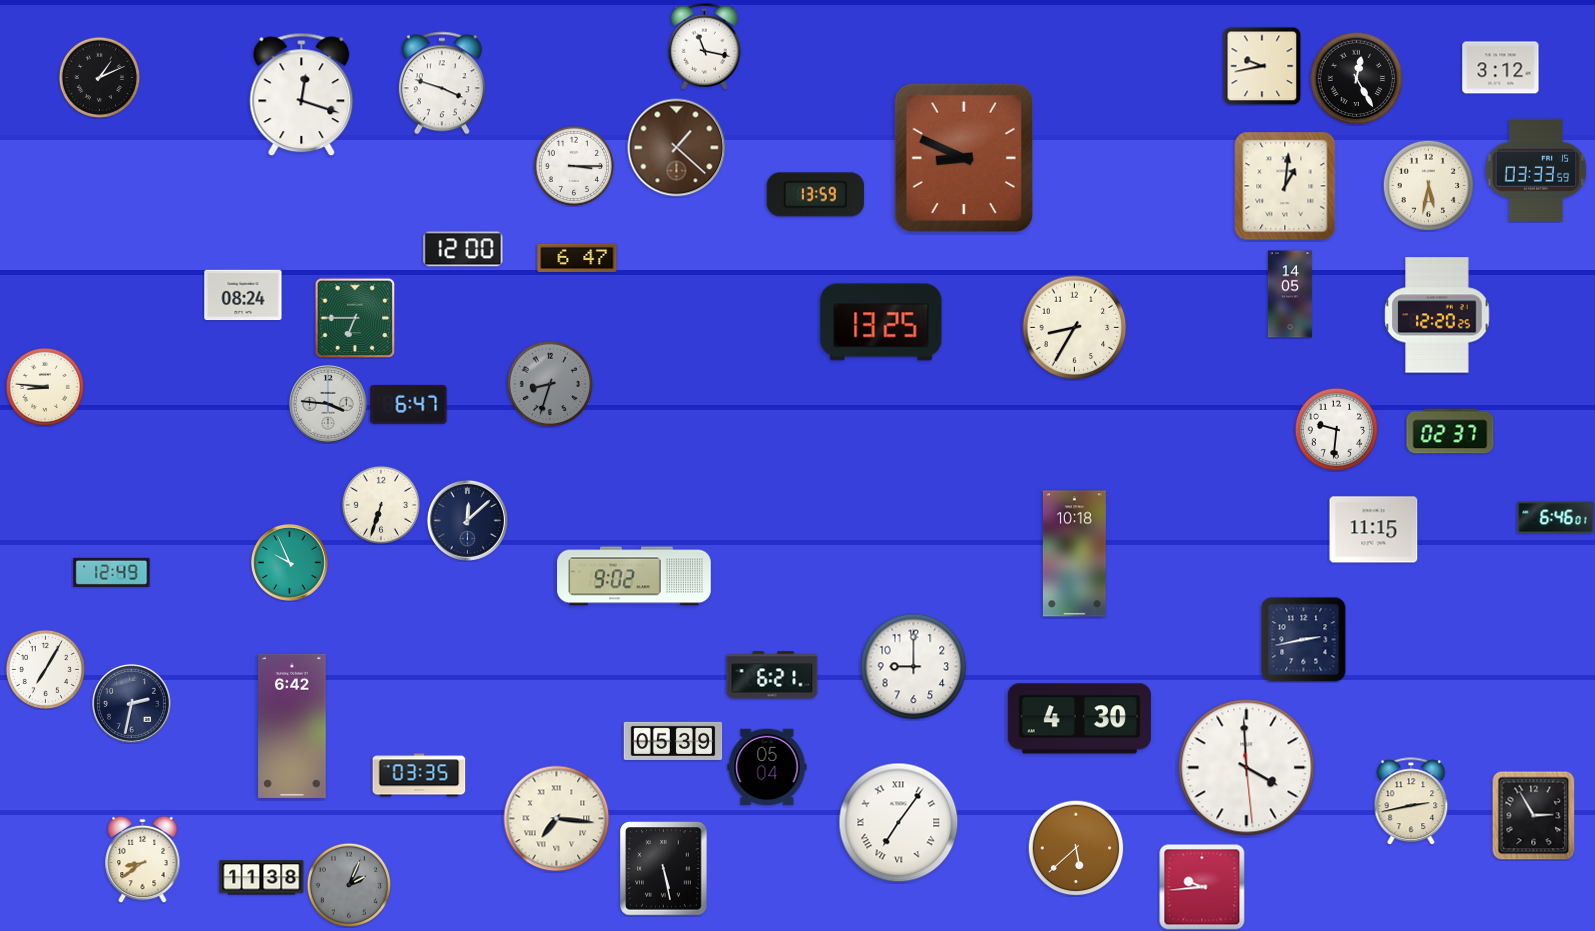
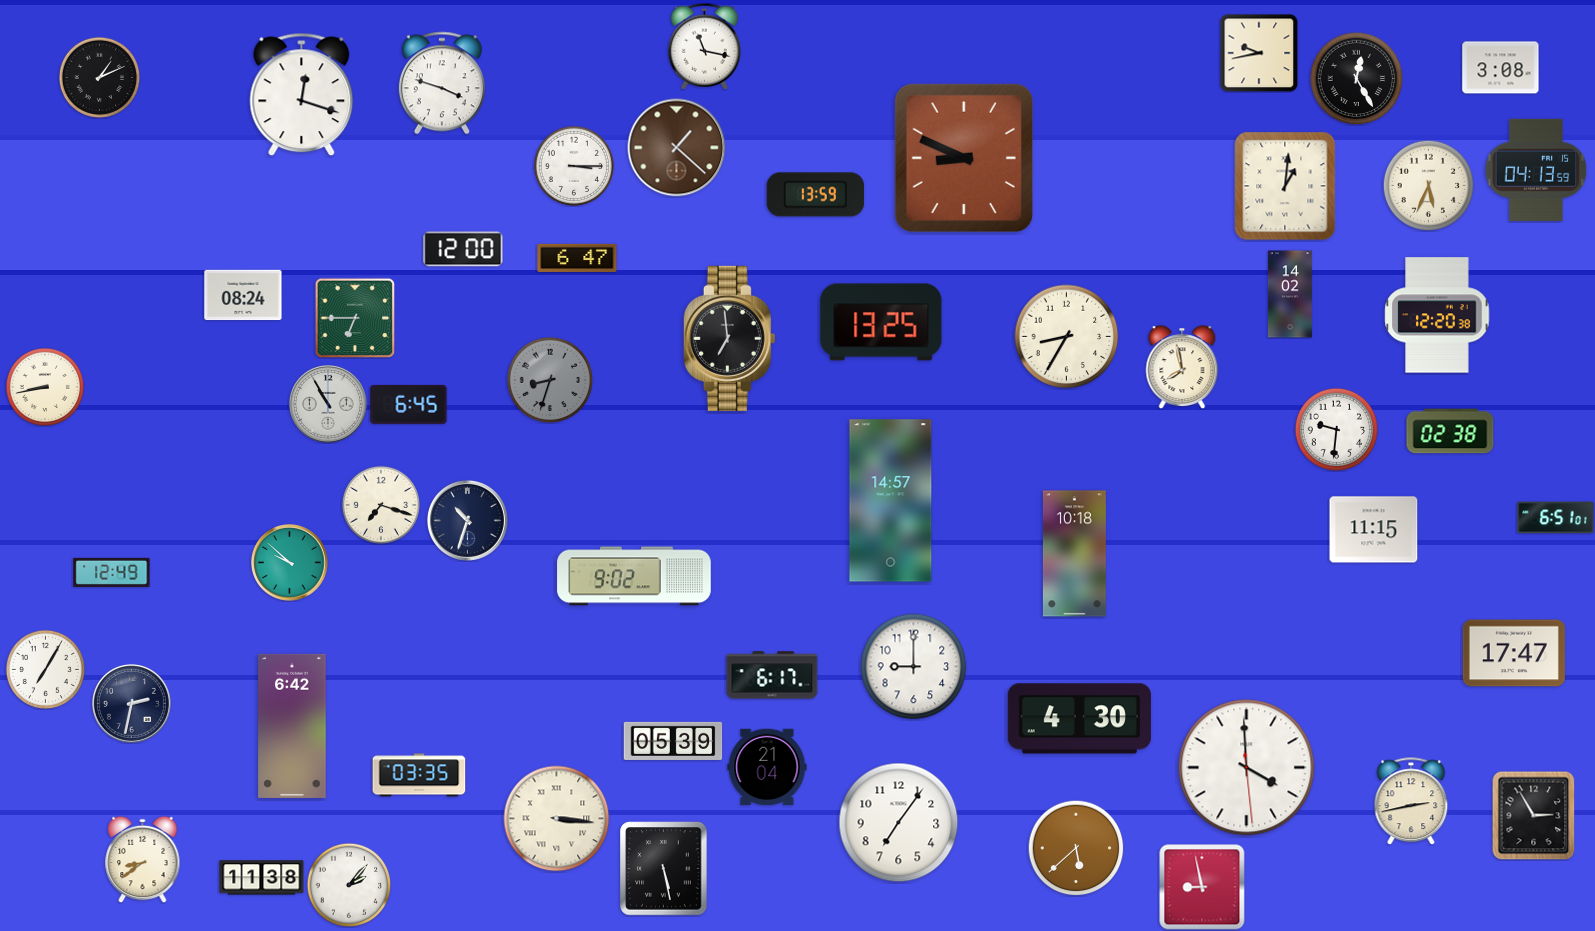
clock at (1262, 66) position: (1262, 66) -> (1259, 53)
clock at (1501, 68): 3:12 -> 3:08
clock at (1536, 170): 03:33 -> 04:13
clock at (1428, 185): 5:32 -> 5:34
clock at (1290, 294): 14:05 -> 14:02
clock at (1437, 315): 12:20:25 -> 12:20:38
clock at (1075, 328) position: (1075, 328) -> (1067, 337)
clock at (729, 338): none -> 6:59
clock at (1182, 367): none -> 7:58
clock at (550, 384) position: (550, 384) -> (550, 380)
clock at (45, 387): 8:46 -> 8:43
clock at (409, 404): 6:47 -> 6:45
clock at (329, 405): 3:46 -> 10:55
clock at (1450, 431): 02:37 -> 02:38
clock at (891, 501): none -> 14:57
clock at (381, 505): 6:33 -> 7:18
clock at (1556, 518): 6:46 -> 6:51
clock at (467, 520): 12:08 -> 10:33
clock at (290, 563): 9:56 -> 9:52
clock at (1304, 640): 2:43 -> none
clock at (1514, 653): none -> 17:47
clock at (772, 675): 6:21 -> 6:17
clock at (767, 767): 05:04 -> 21:04
clock at (557, 819): 7:16 -> 3:16
clock at (899, 823) numerals: Roman -> Arabic
clock at (348, 884): 2:04 -> 2:07
clock at (348, 884) dial: grey -> white
clock at (1202, 887): 9:44 -> 8:58
